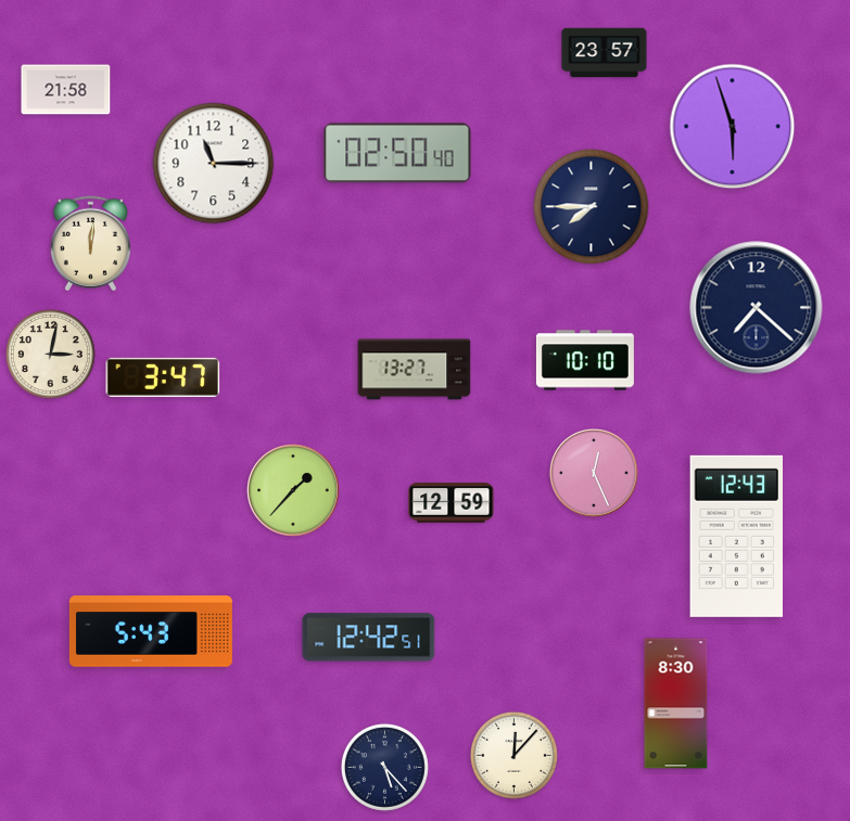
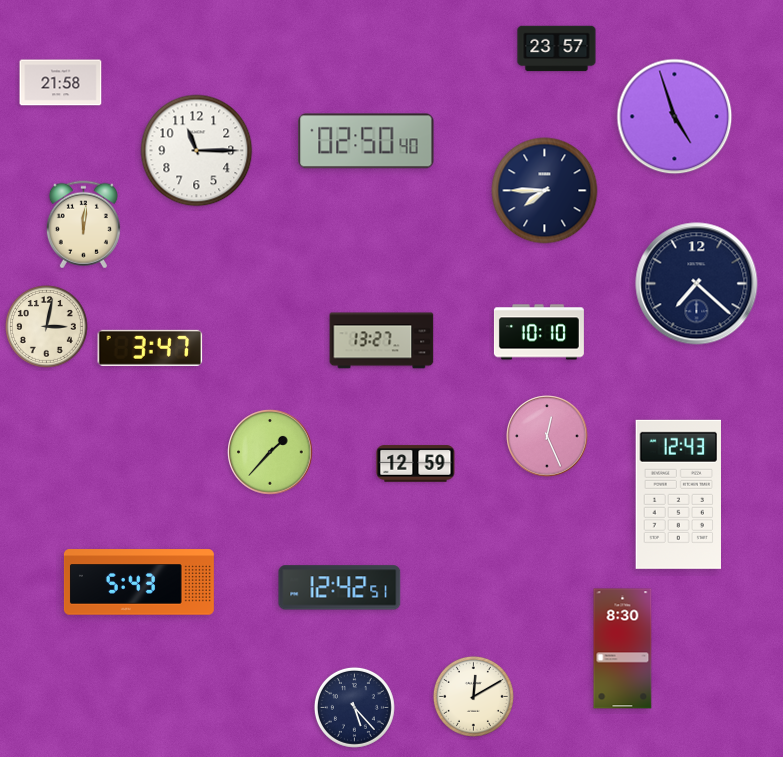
clock at (733, 127): 5:57 -> 4:57
clock at (513, 755): 12:07 -> 12:10
